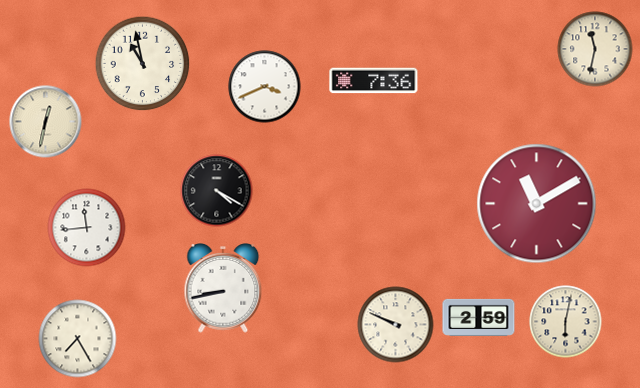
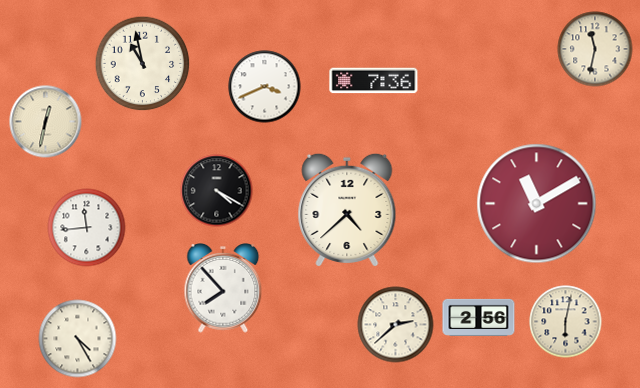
clock at (347, 209): none -> 4:38
clock at (223, 289): 8:43 -> 7:53
clock at (479, 317): 2:59 -> 2:56
clock at (396, 325): 9:49 -> 2:38
clock at (78, 339): 7:25 -> 4:25
